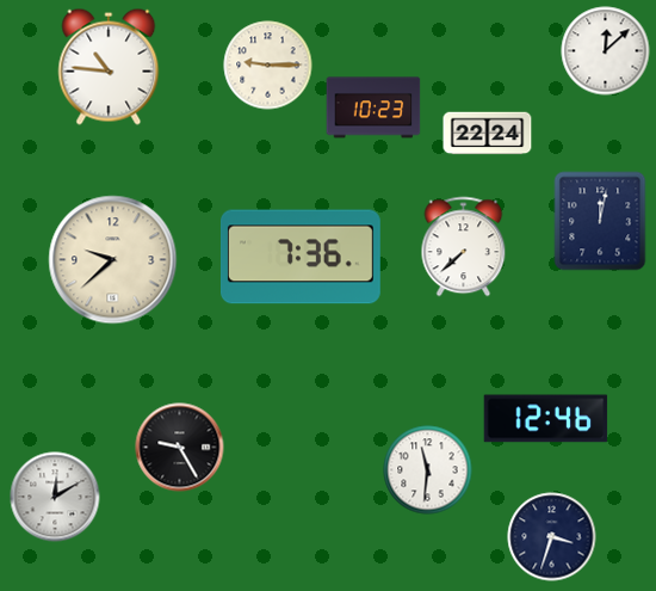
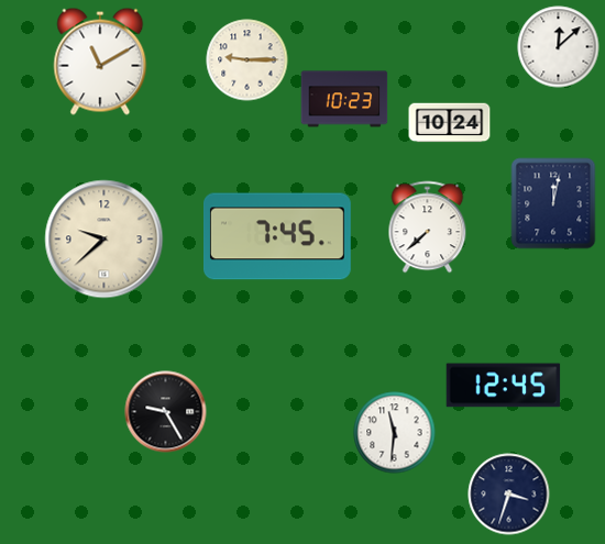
clock at (109, 67): 10:46 -> 11:10
clock at (488, 134): 22:24 -> 10:24
clock at (302, 257): 7:36 -> 7:45
clock at (546, 419): 12:46 -> 12:45
clock at (55, 497): 12:10 -> none
